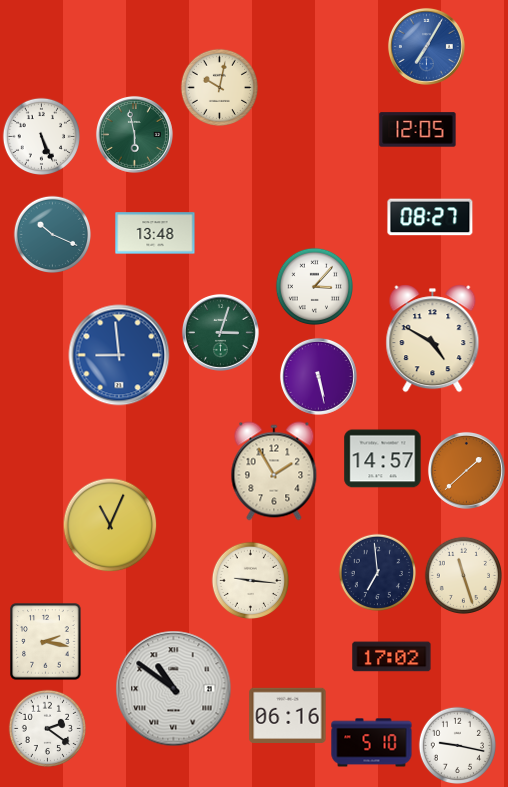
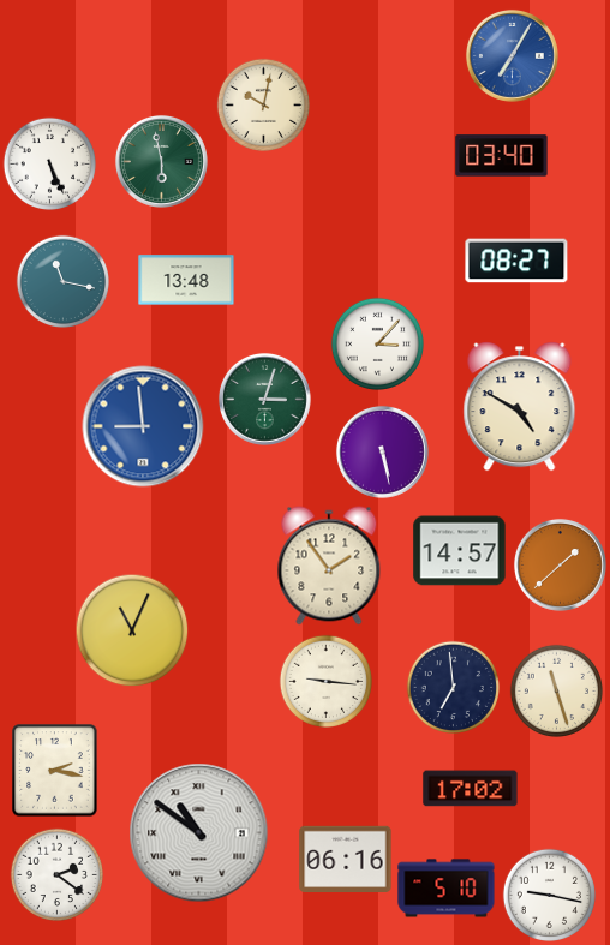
clock at (418, 130): 12:05 -> 03:40
clock at (52, 234): 10:19 -> 11:17
clock at (274, 471): 1:55 -> 1:54
clock at (250, 580) position: (250, 580) -> (325, 681)
clock at (174, 689) position: (174, 689) -> (199, 833)
clock at (372, 743) position: (372, 743) -> (447, 889)
